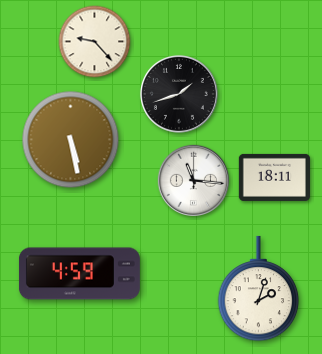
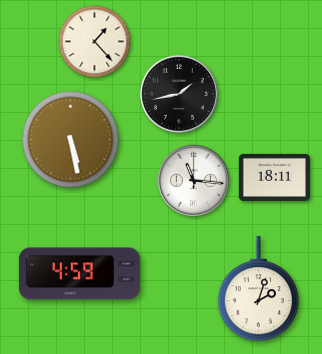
clock at (95, 42): 9:23 -> 1:23
clock at (179, 94): 1:42 -> 1:43
